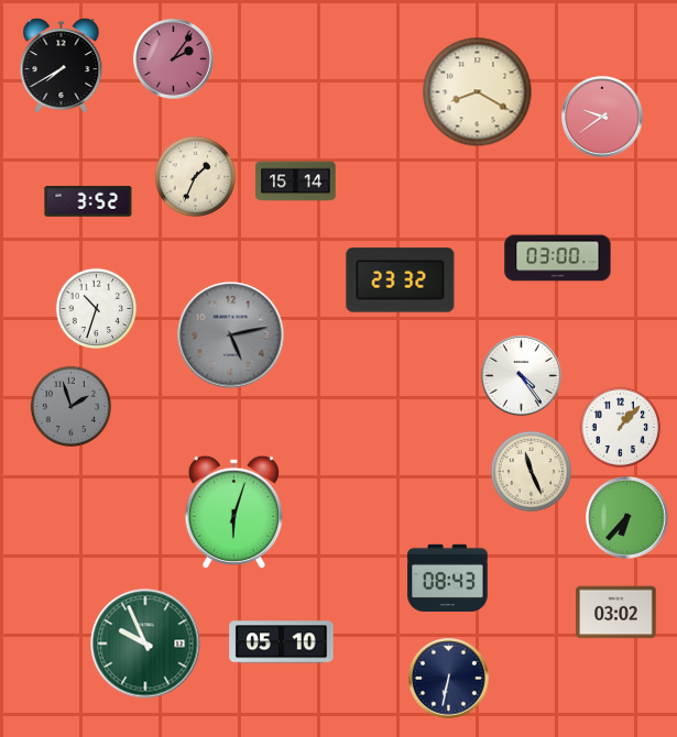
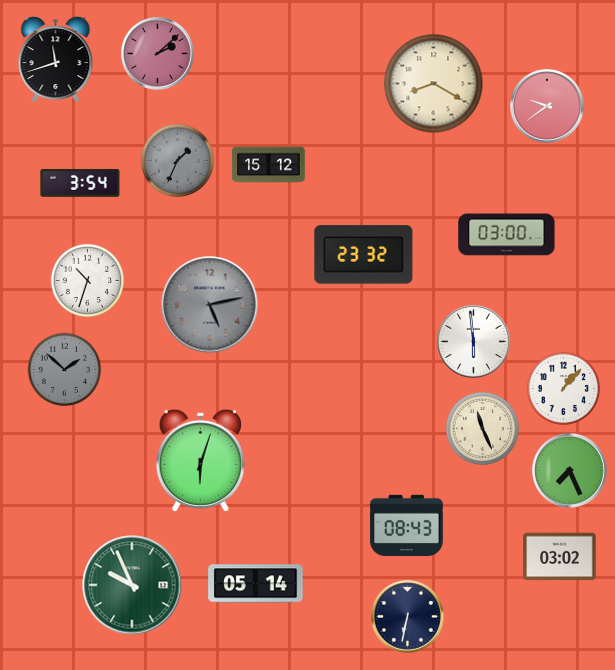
clock at (174, 59): 2:06 -> 2:08
clock at (62, 66): 7:40 -> 11:42
clock at (196, 177) dial: cream -> grey
clock at (296, 182): 15:14 -> 15:12
clock at (88, 201): 3:52 -> 3:54
clock at (522, 376): 4:24 -> 5:59
clock at (72, 407): 1:57 -> 1:52
clock at (233, 512) position: (233, 512) -> (200, 460)
clock at (627, 518): 6:37 -> 7:26
clock at (282, 642): 05:10 -> 05:14
